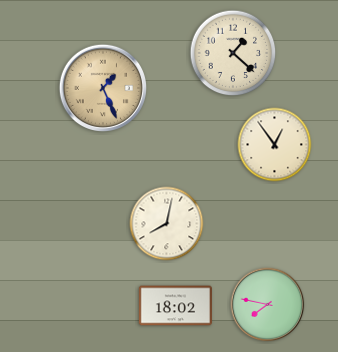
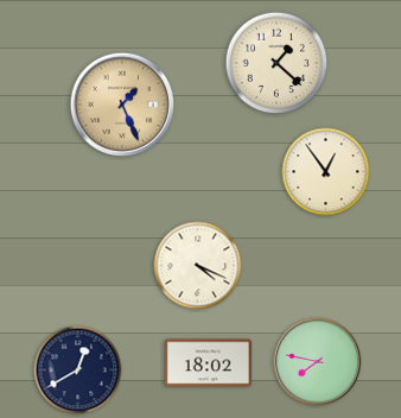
clock at (167, 224): 8:02 -> 4:19
clock at (78, 370): none -> 12:40
